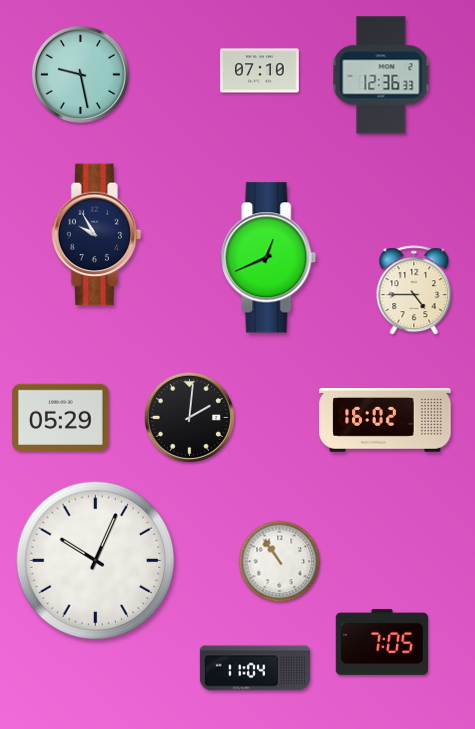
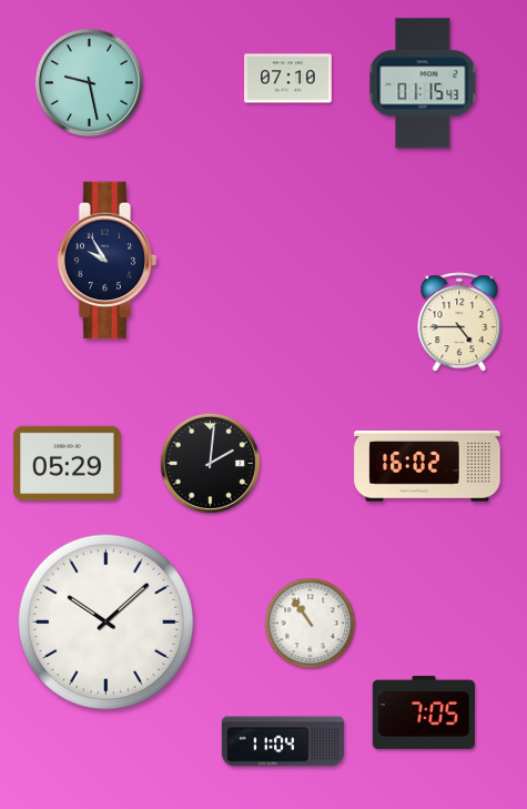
clock at (381, 75): 12:36 -> 01:15
clock at (269, 258): 12:41 -> none
clock at (96, 561): 10:04 -> 10:08
